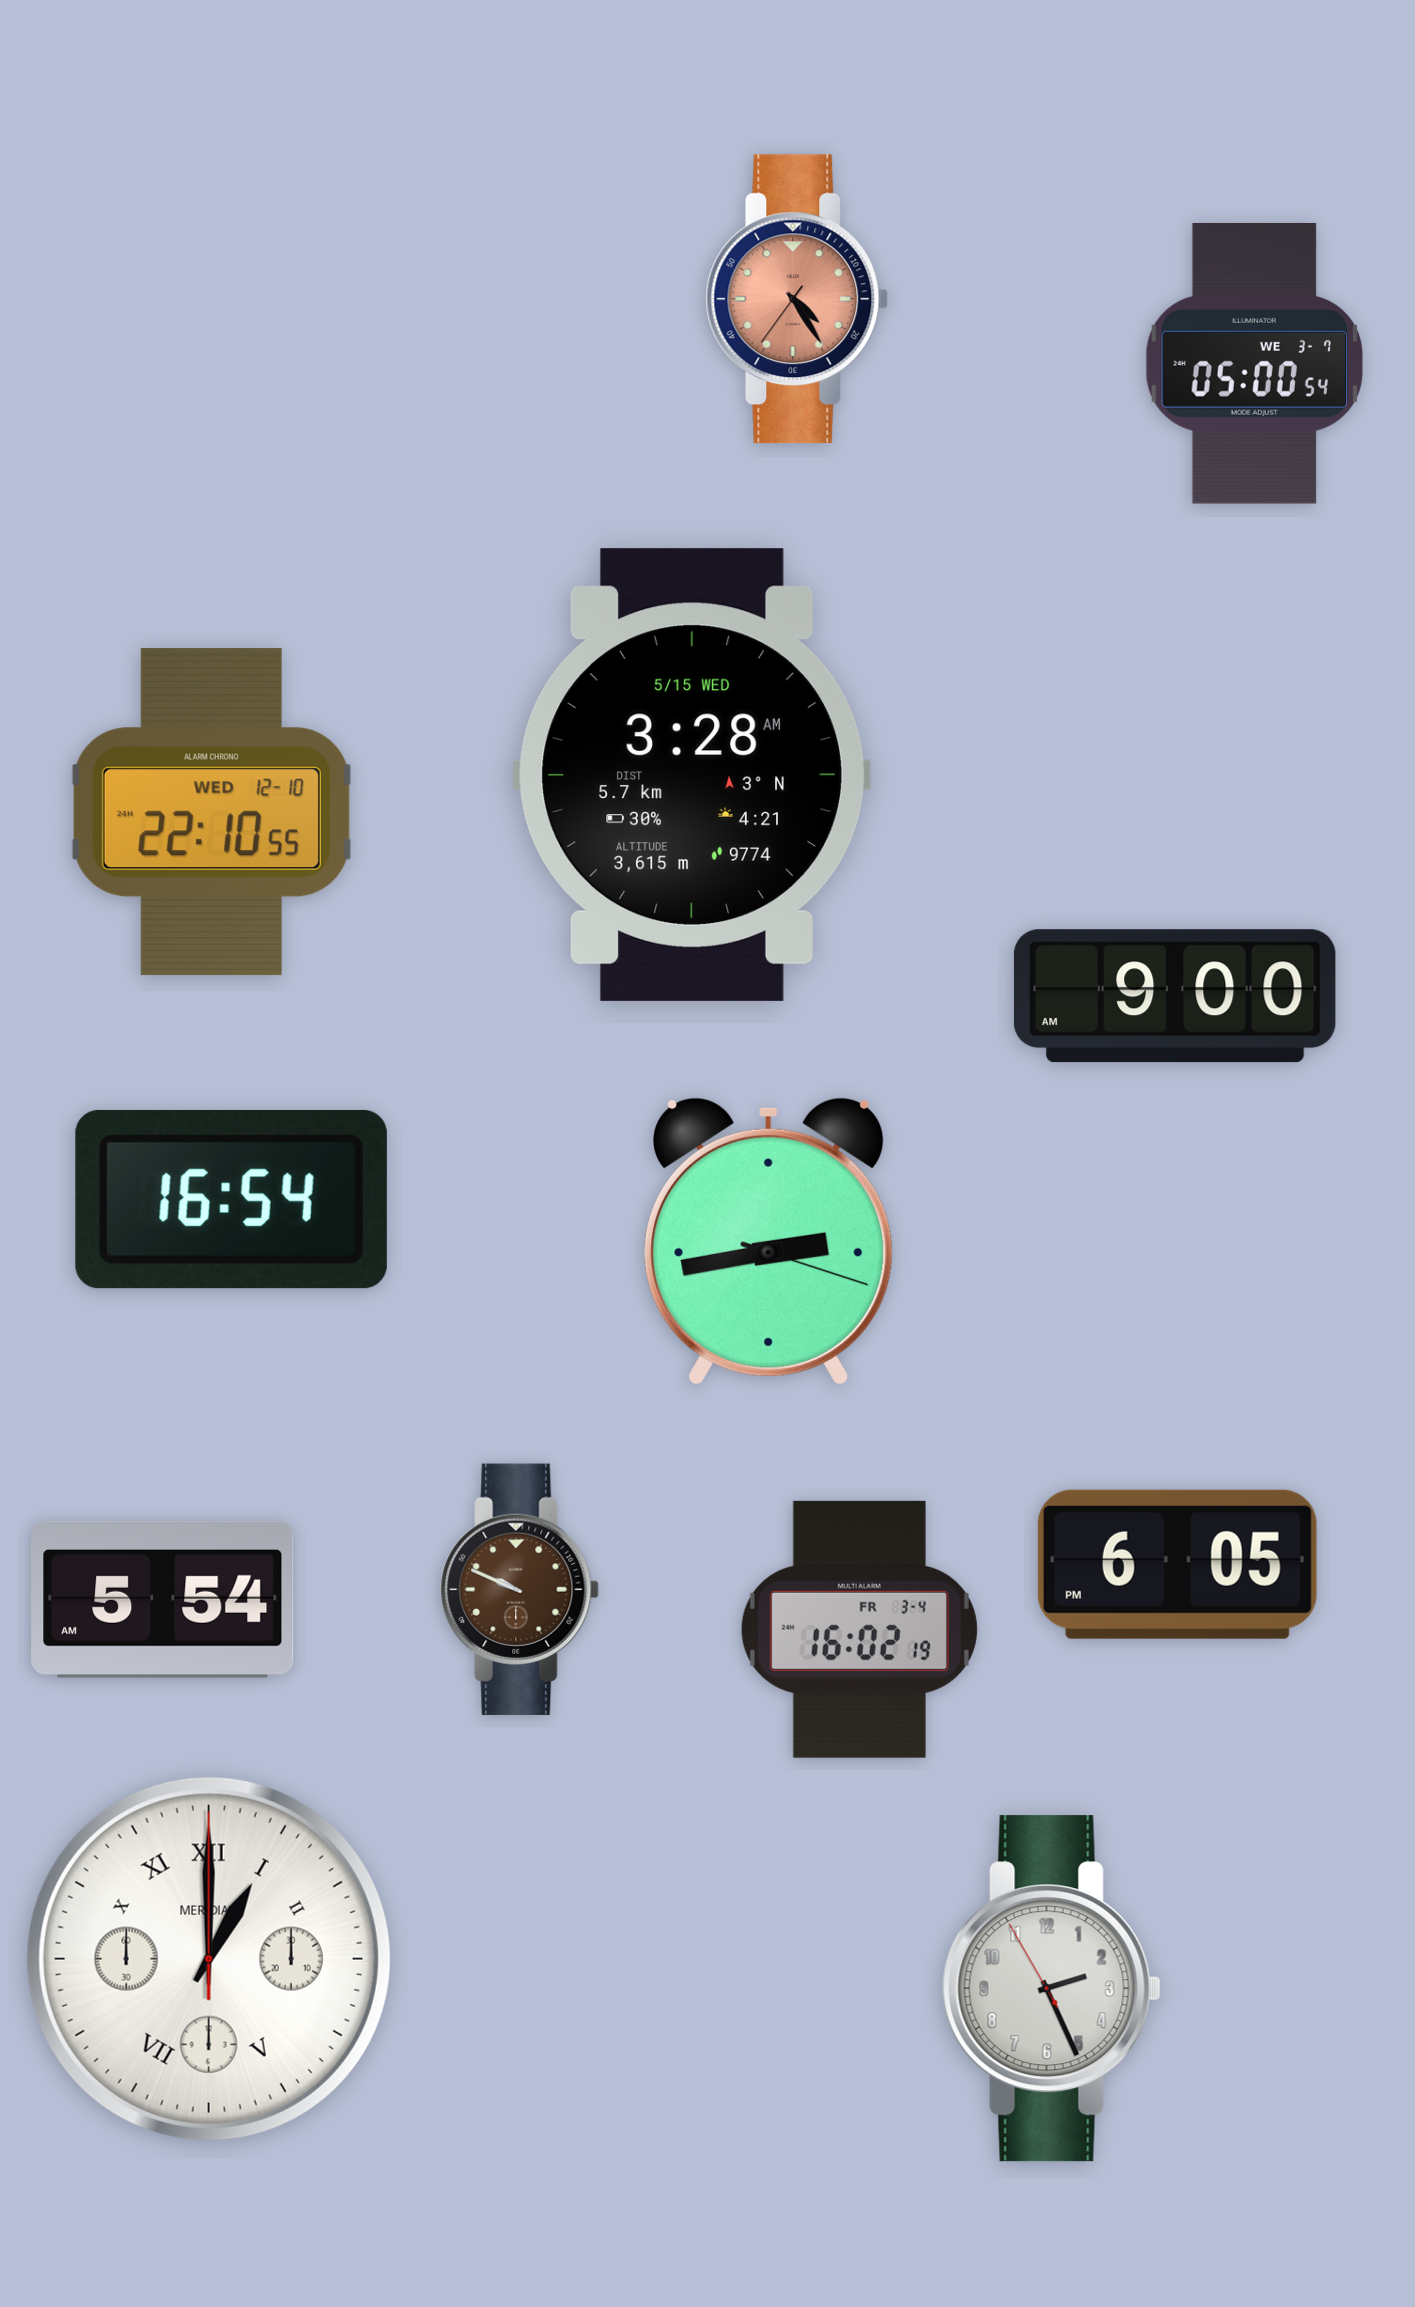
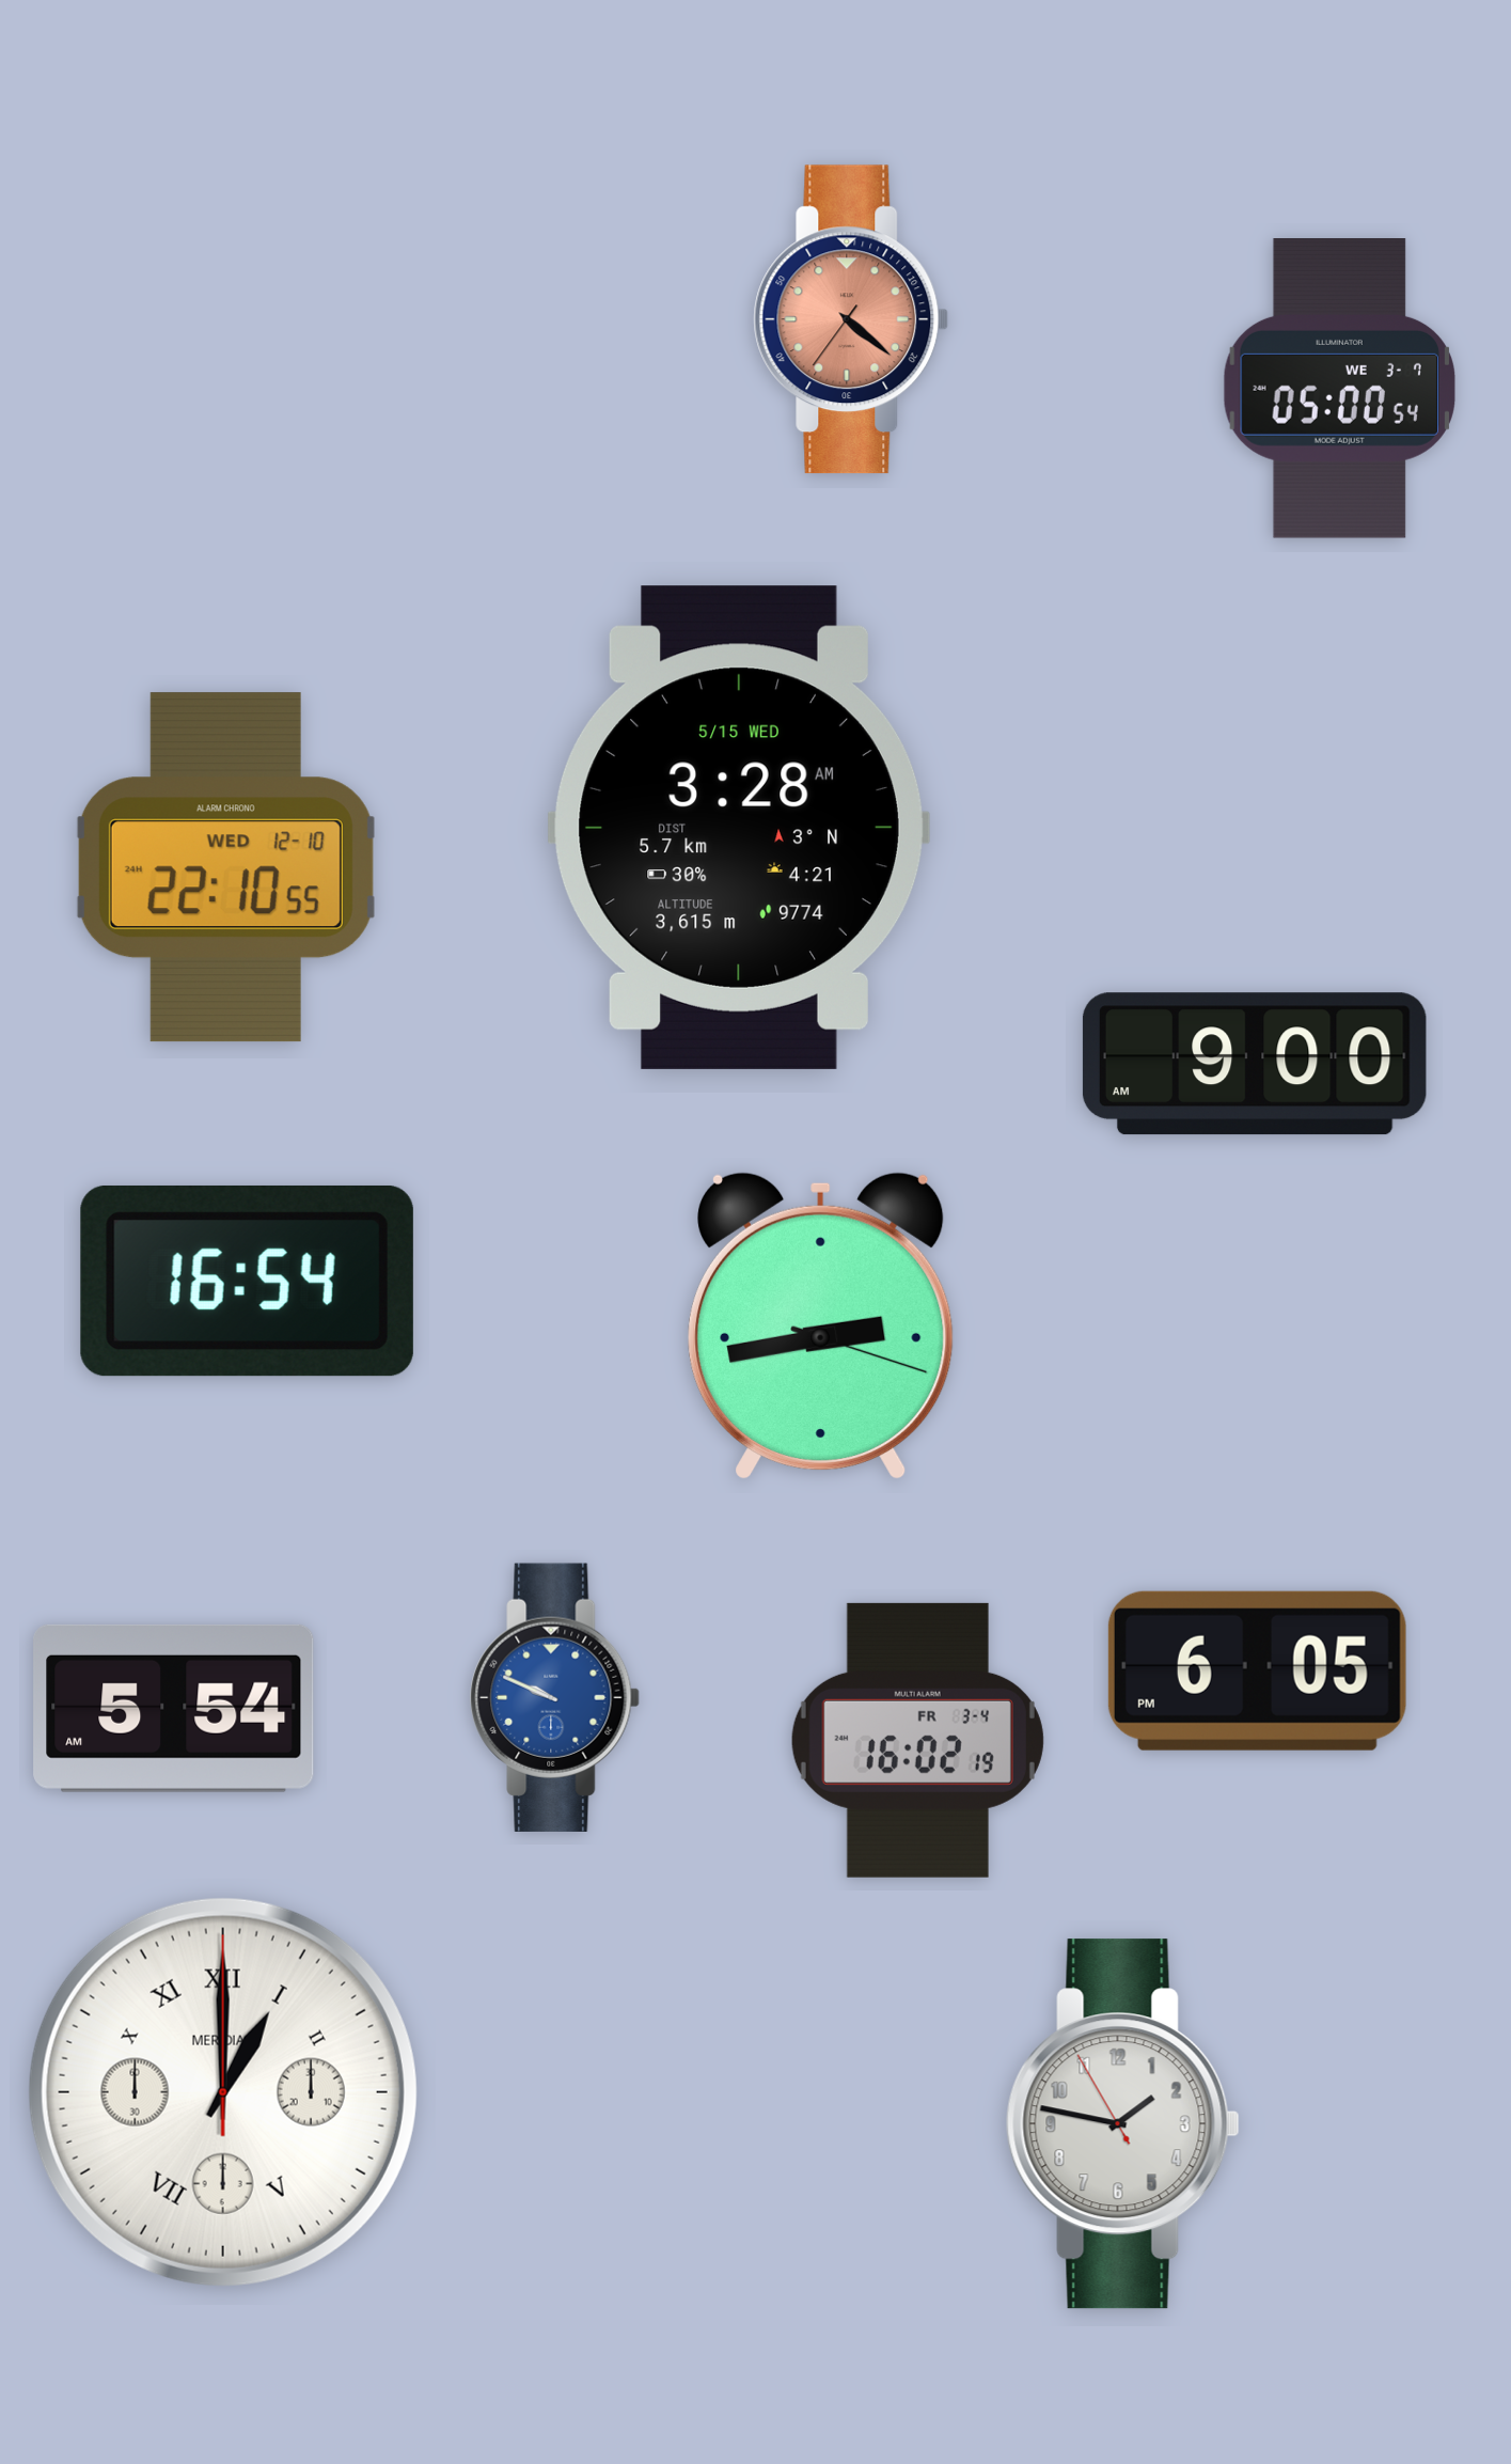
clock at (797, 299): 4:24 -> 4:21
clock at (520, 1589) dial: brown -> blue
clock at (1051, 1989): 2:25 -> 1:46
